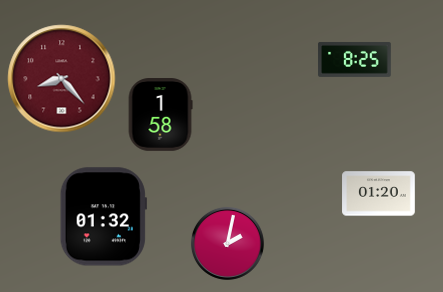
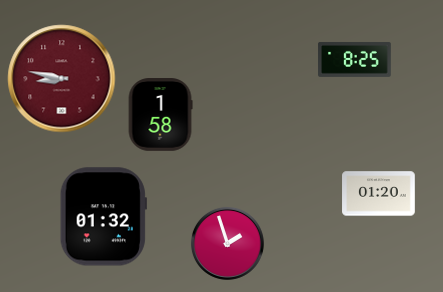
clock at (62, 79): 8:23 -> 8:47
clock at (227, 243): 2:02 -> 1:57
